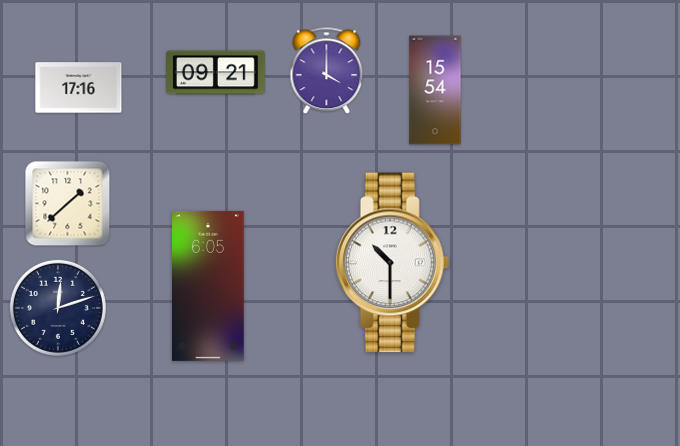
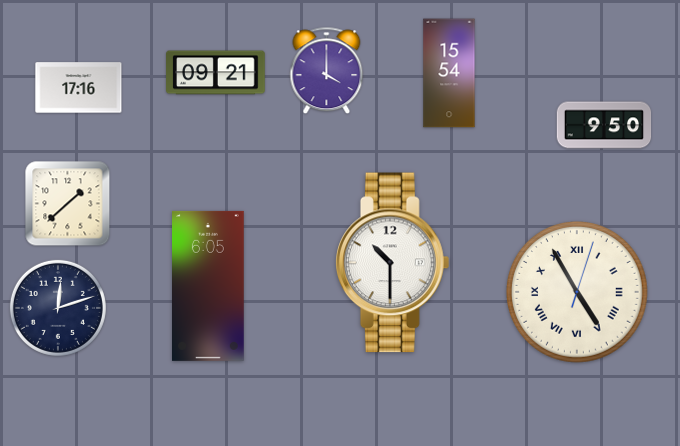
clock at (435, 90) position: (435, 90) -> (449, 73)
clock at (604, 125): none -> 9:50
clock at (578, 293): none -> 4:55
